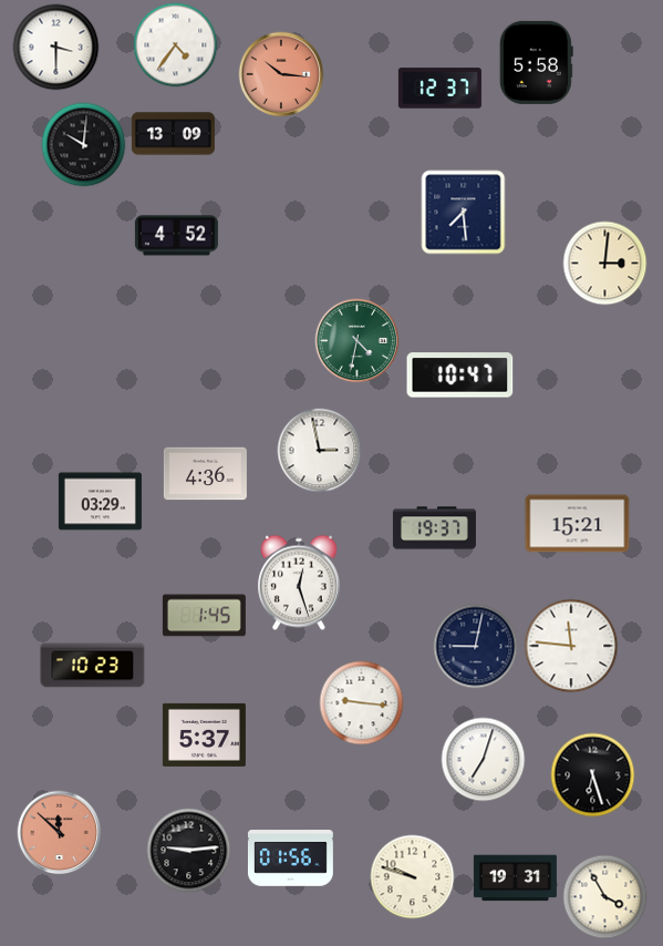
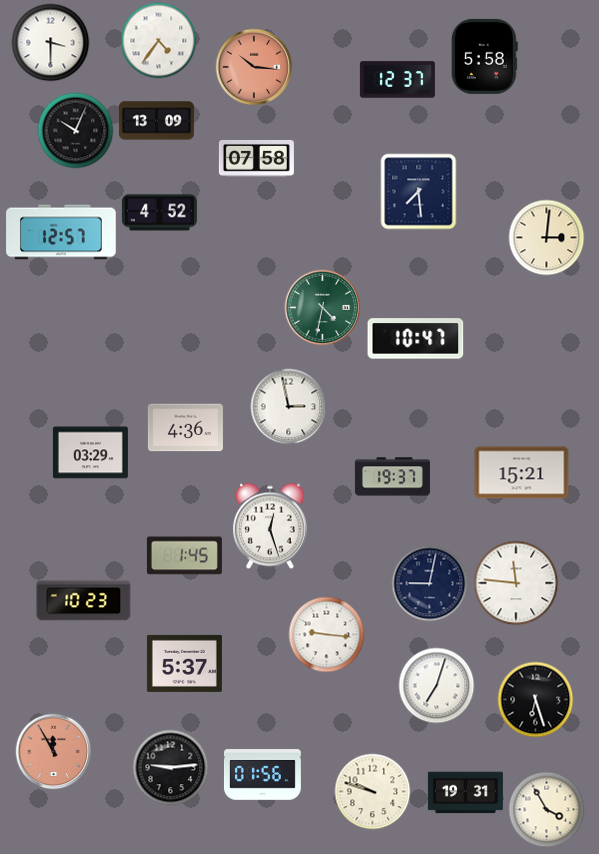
clock at (84, 145): 10:01 -> 10:04
clock at (256, 158): none -> 07:58
clock at (61, 232): none -> 12:57
clock at (60, 833): 11:52 -> 11:55
